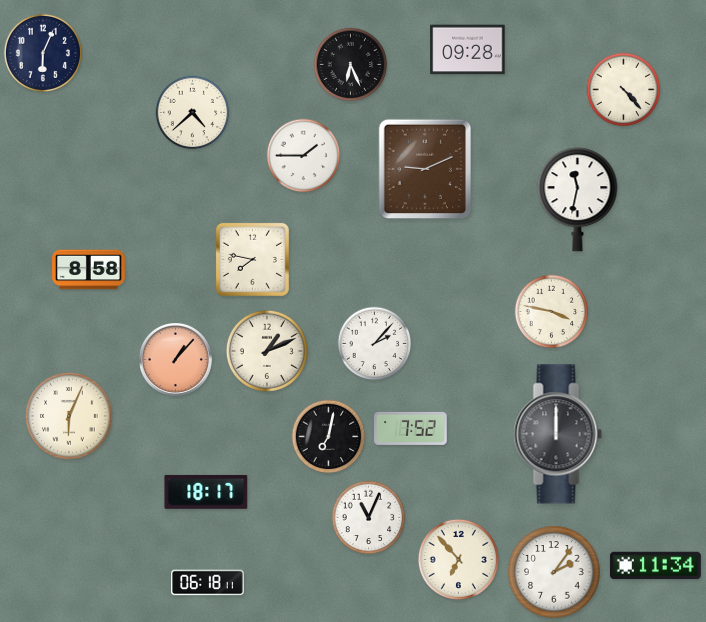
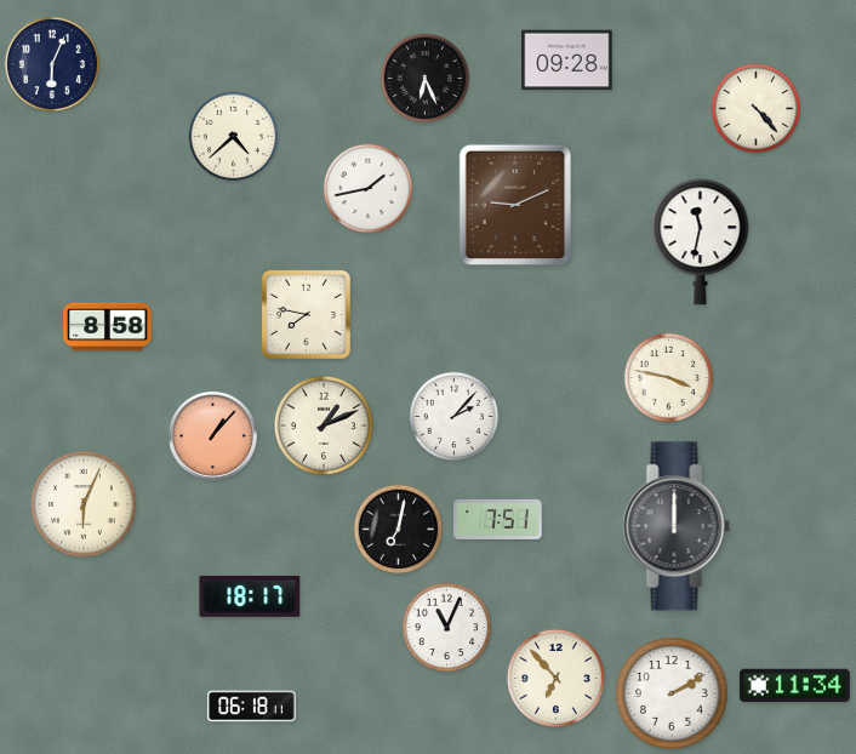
clock at (304, 156): 1:45 -> 1:43
clock at (411, 428): 7:52 -> 7:51
clock at (554, 572): 2:06 -> 2:10
